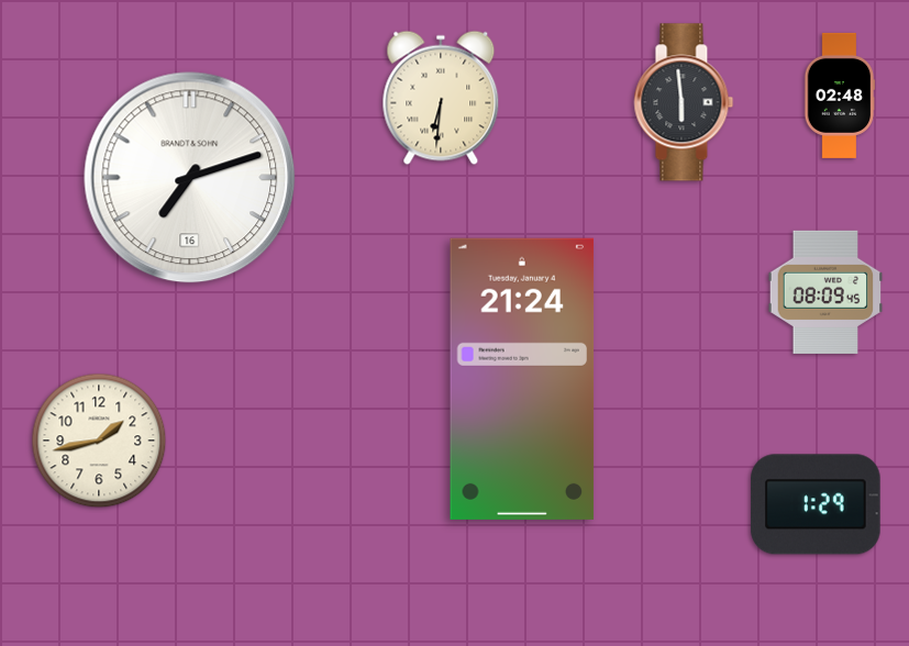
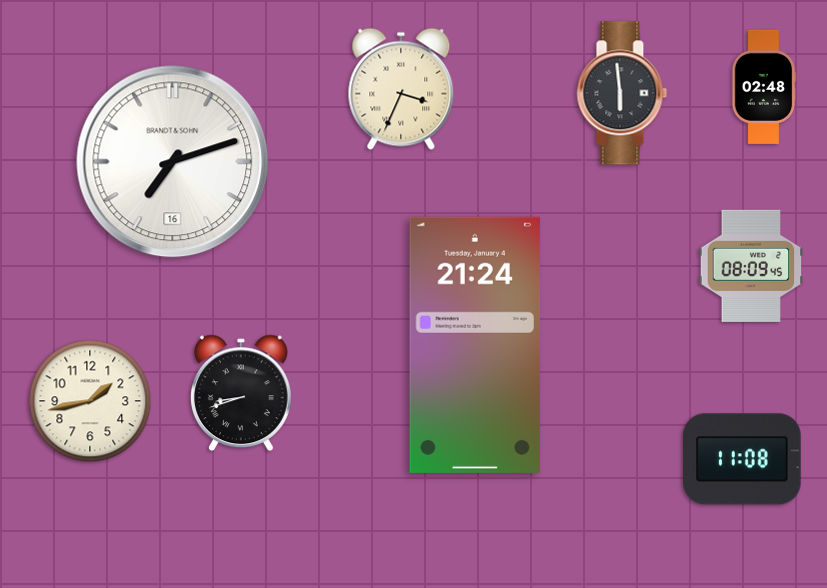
clock at (441, 98): 6:31 -> 3:34
clock at (241, 393): none -> 8:42
clock at (816, 504): 1:29 -> 11:08
